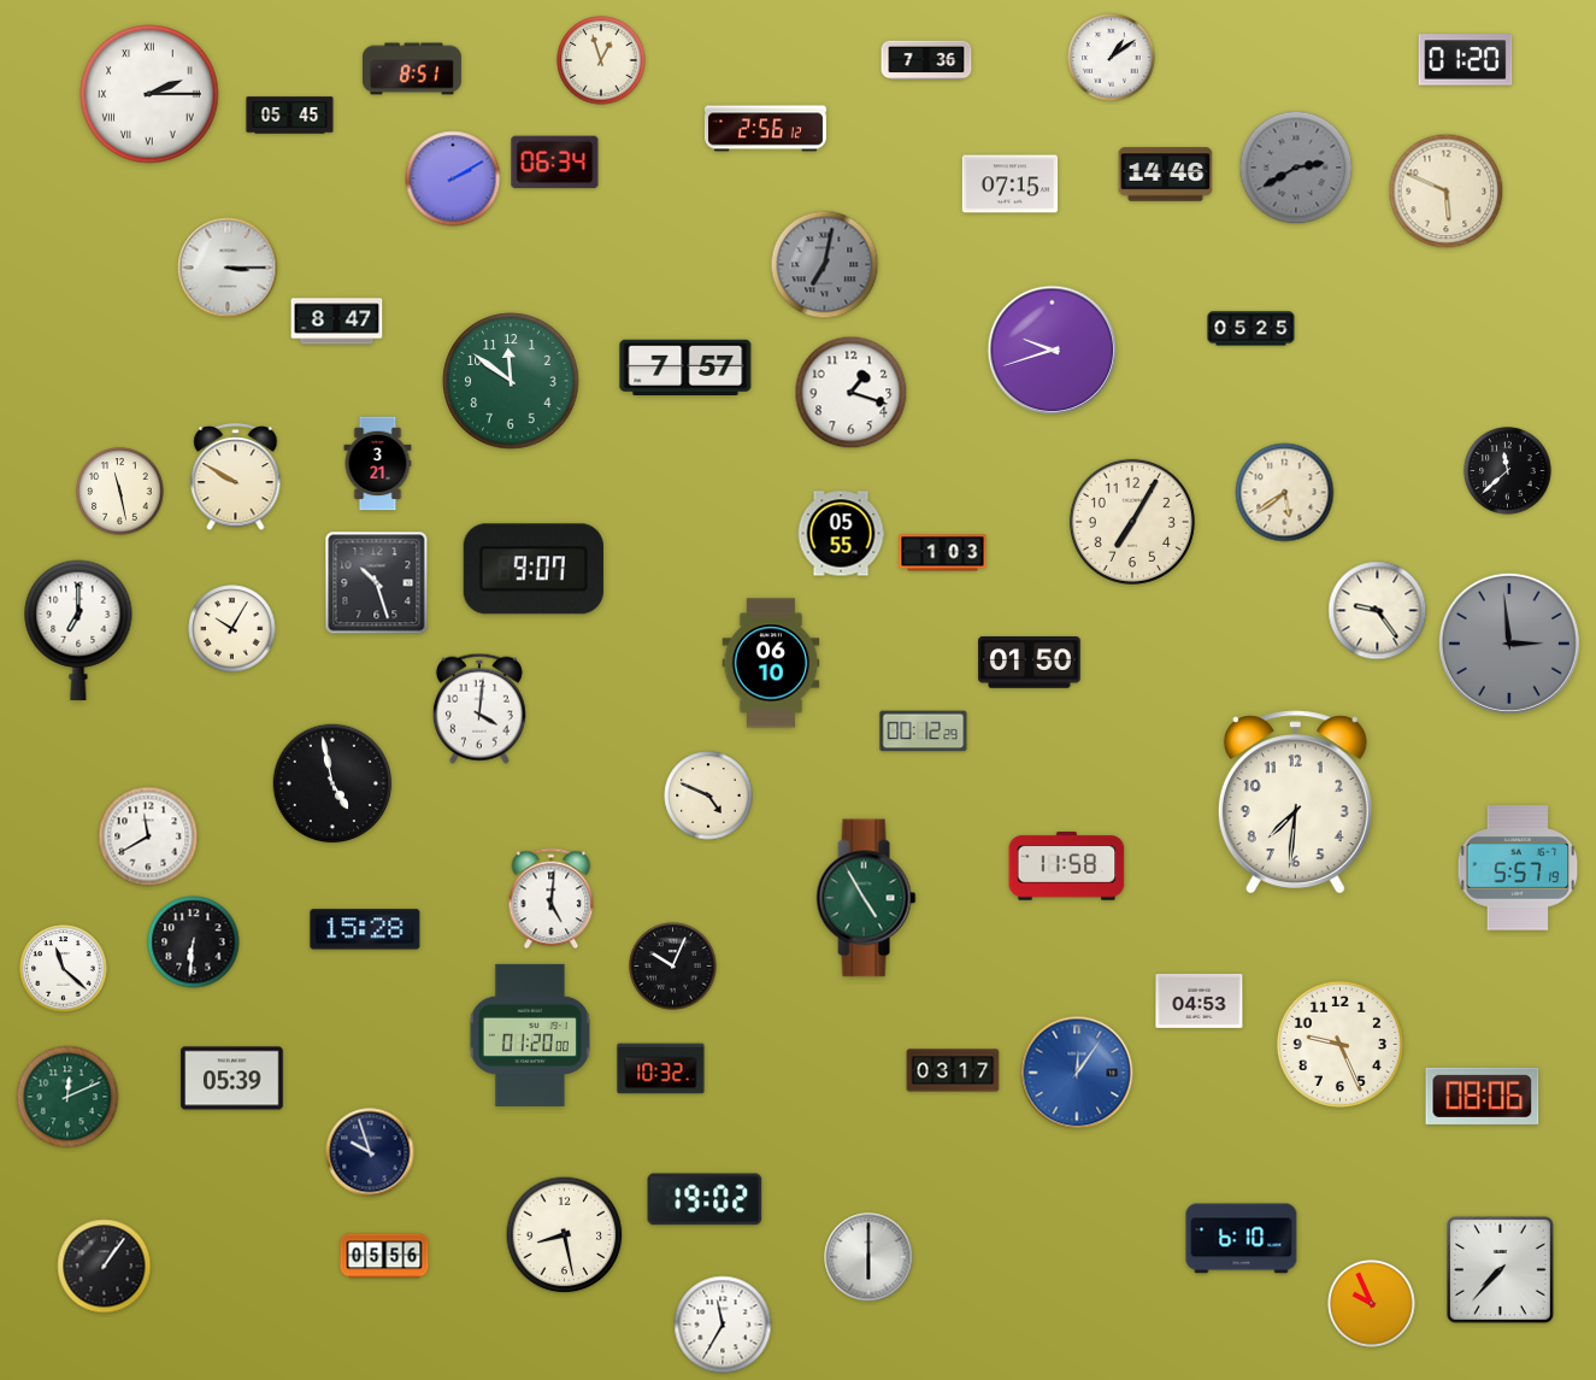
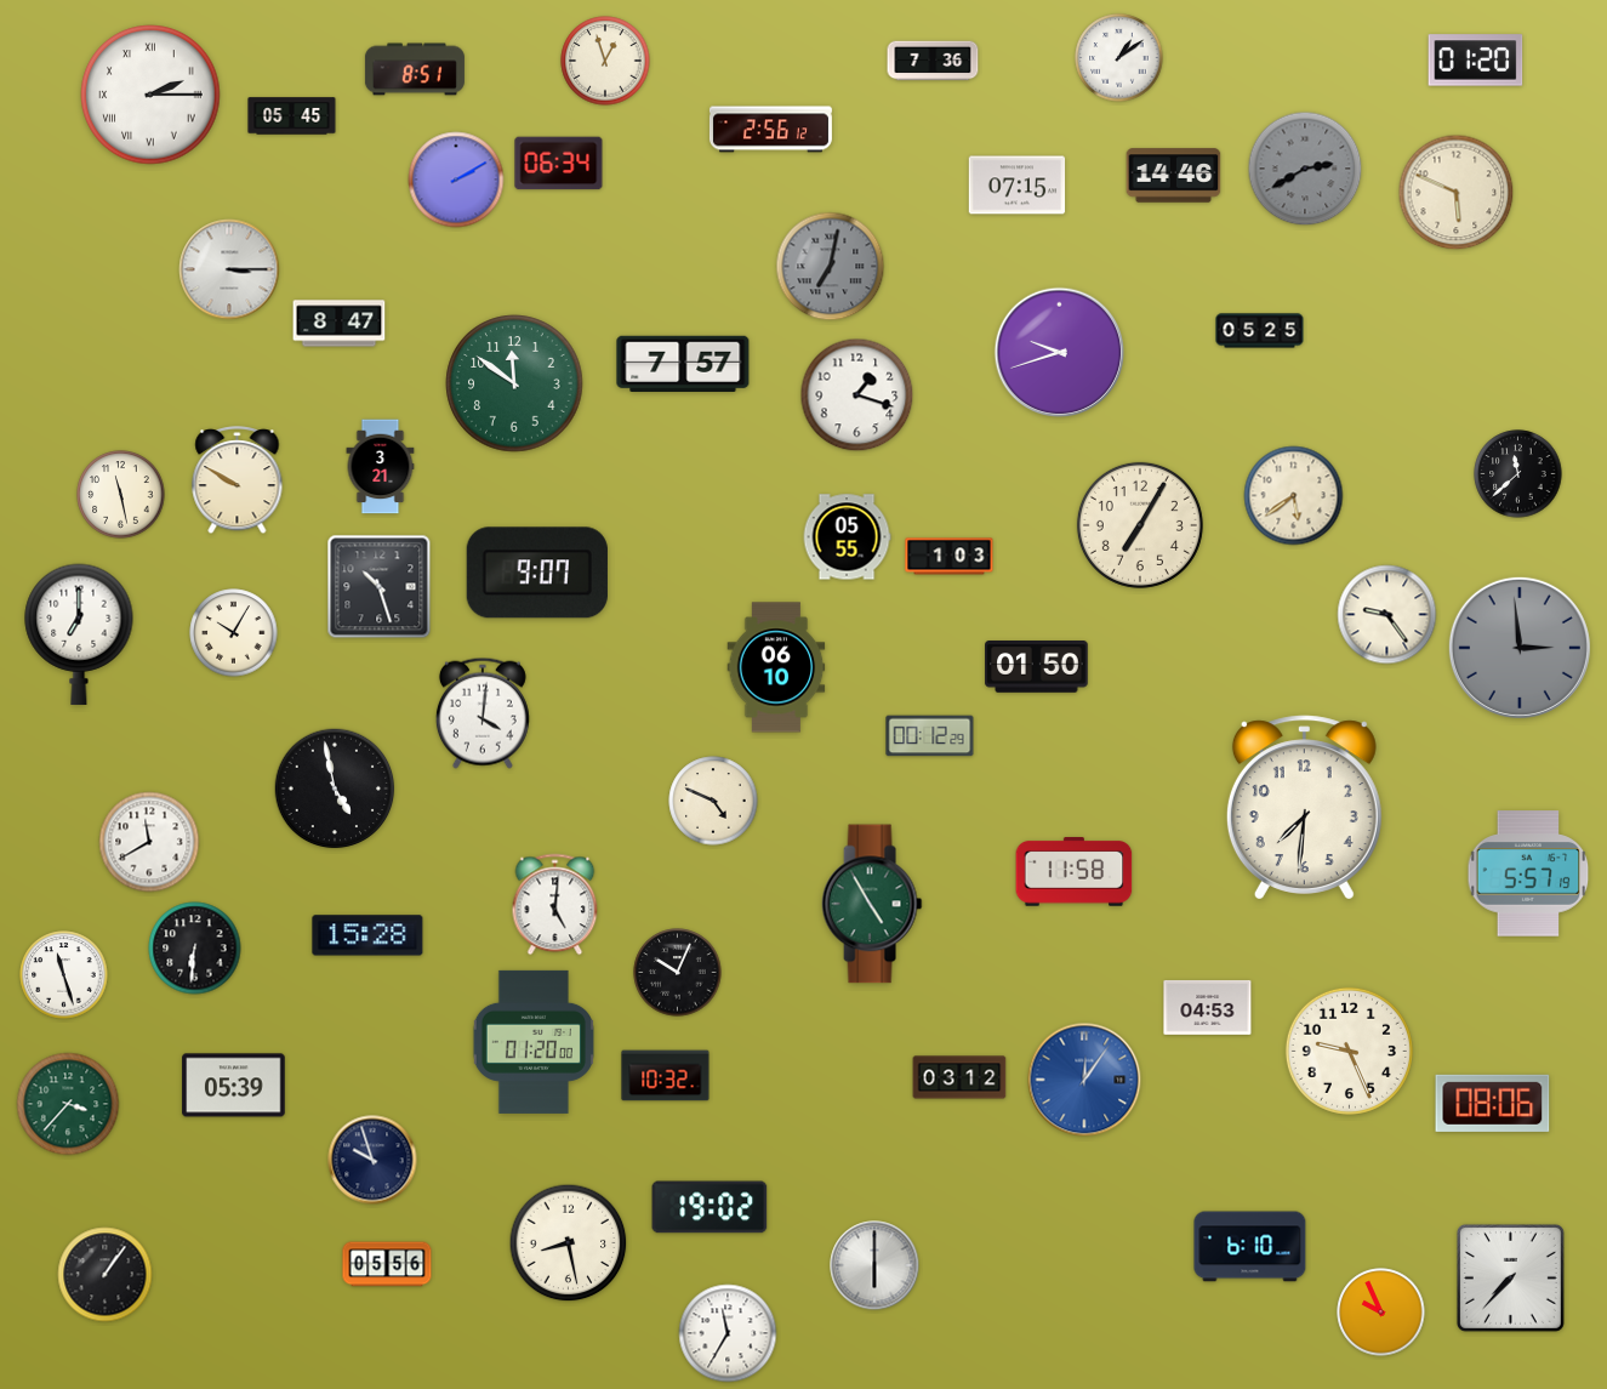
clock at (685, 368) position: (685, 368) -> (683, 364)
clock at (64, 969): 11:22 -> 11:27
clock at (953, 1070): 03:17 -> 03:12
clock at (67, 1097): 12:11 -> 3:37
